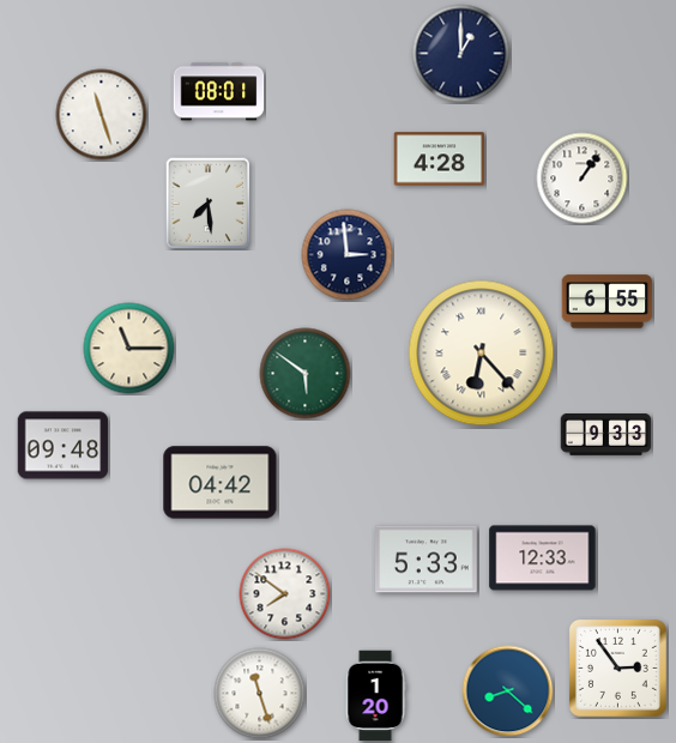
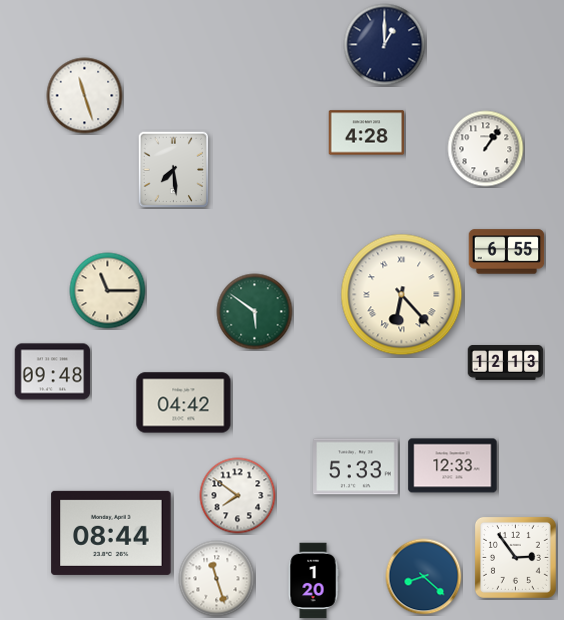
clock at (219, 92): 08:01 -> none
clock at (348, 255): 2:59 -> none
clock at (606, 435): 9:33 -> 12:13
clock at (111, 533): none -> 08:44
